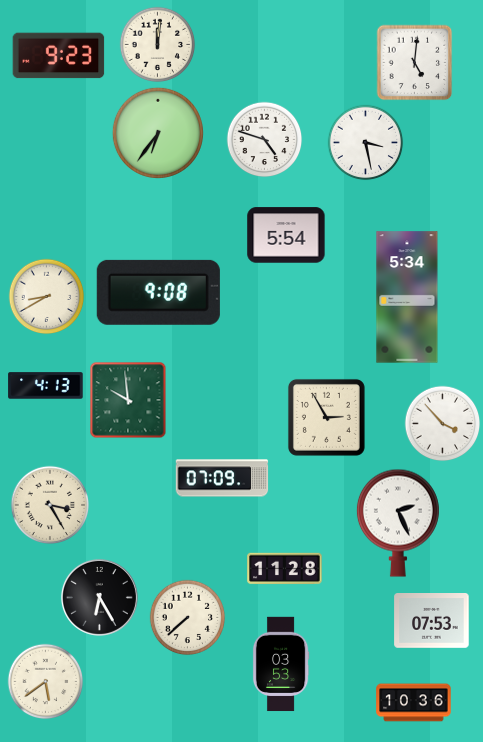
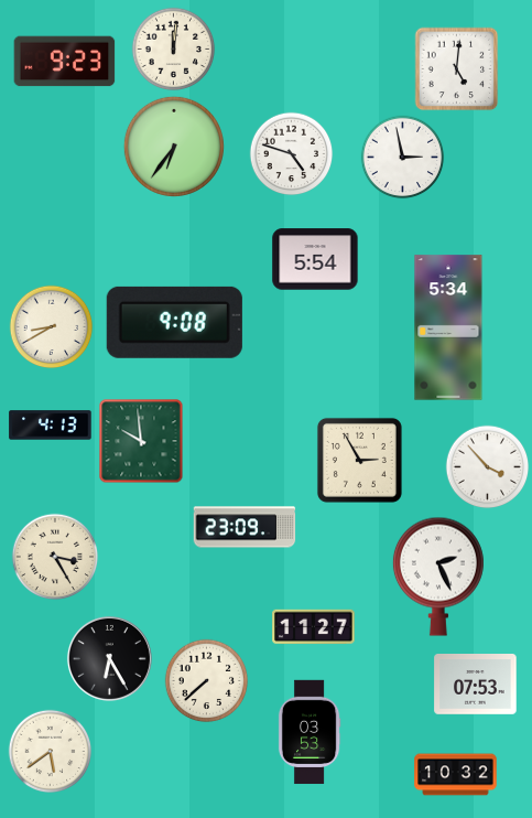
clock at (366, 143): 3:28 -> 2:58
clock at (222, 478): 07:09 -> 23:09
clock at (285, 569): 11:28 -> 11:27
clock at (414, 703): 10:36 -> 10:32
